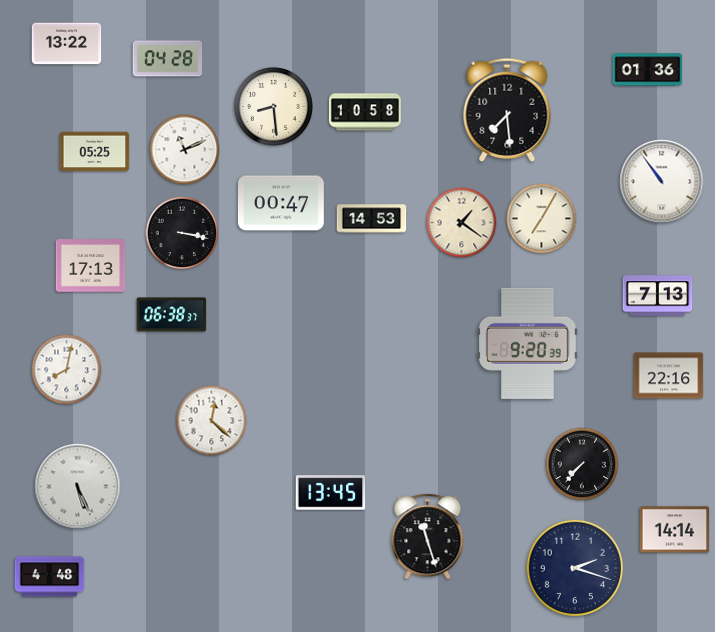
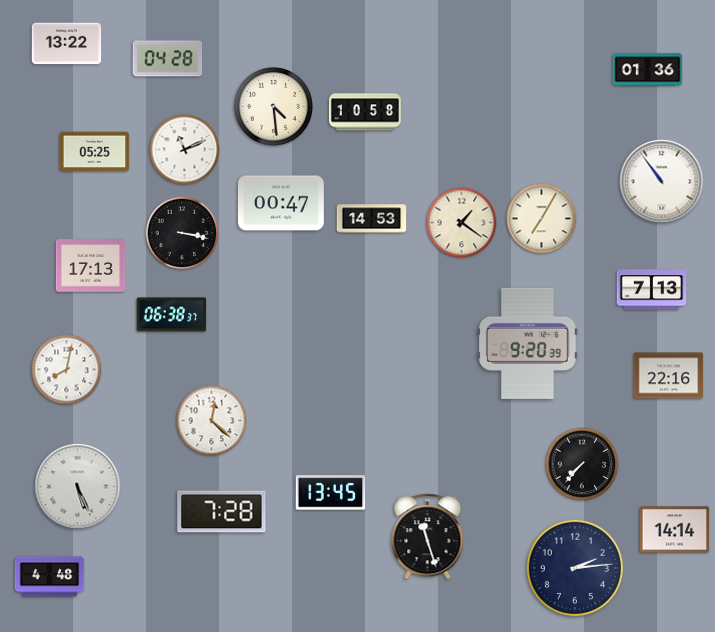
clock at (273, 106): 8:29 -> 4:29
clock at (507, 110): 7:29 -> none
clock at (658, 296) position: (658, 296) -> (652, 290)
clock at (222, 512): none -> 7:28
clock at (574, 567): 2:18 -> 2:14
